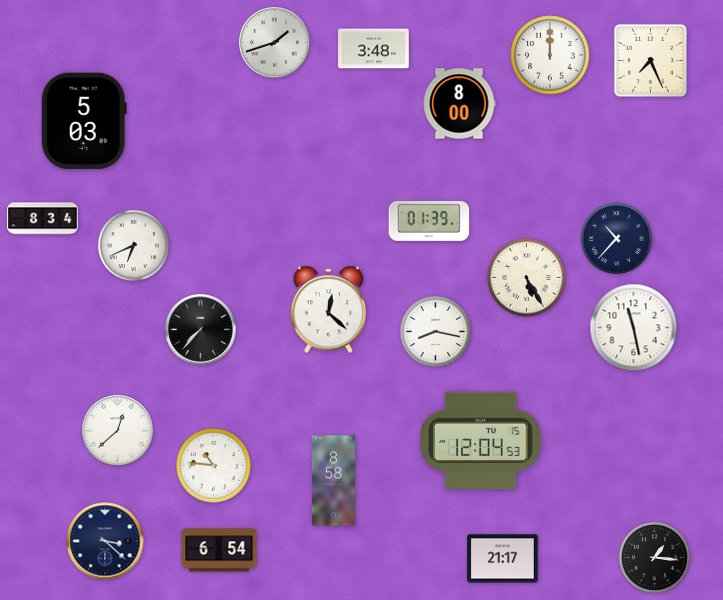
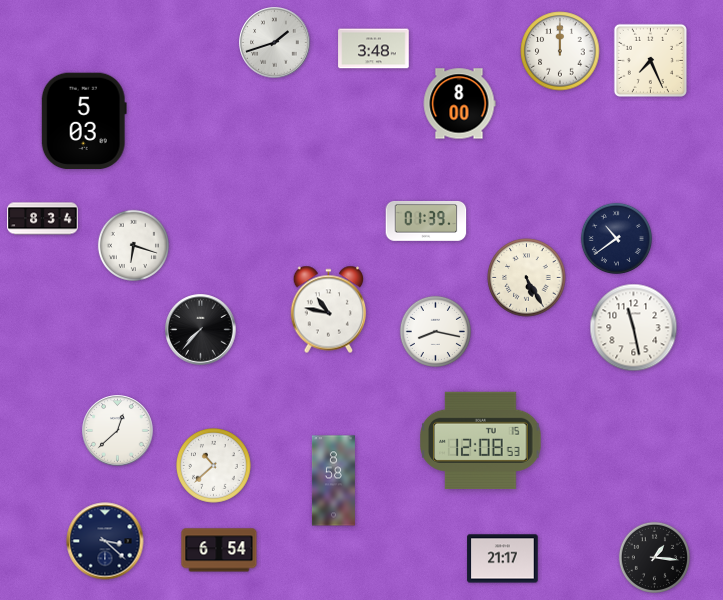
clock at (550, 55) position: (550, 55) -> (560, 51)
clock at (429, 221) position: (429, 221) -> (426, 221)
clock at (616, 238): 10:37 -> 10:39
clock at (133, 245): 6:41 -> 6:18
clock at (329, 310): 12:22 -> 10:47
clock at (481, 440): 12:04 -> 12:08
clock at (214, 466): 10:46 -> 10:38
